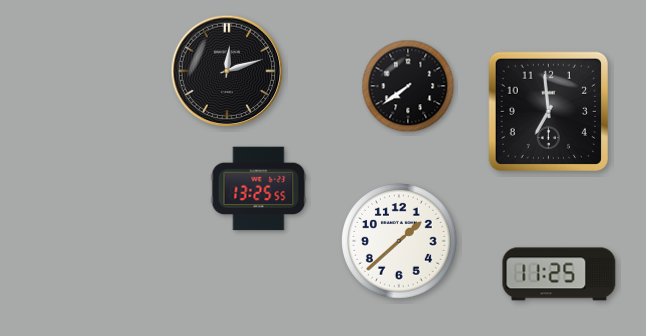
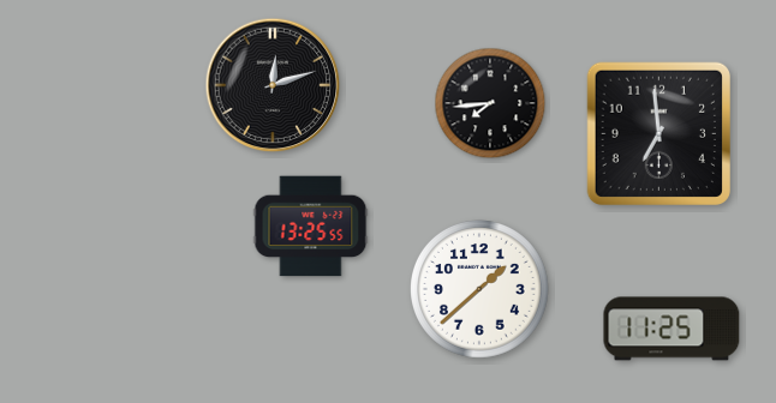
clock at (408, 86): 7:39 -> 7:44
